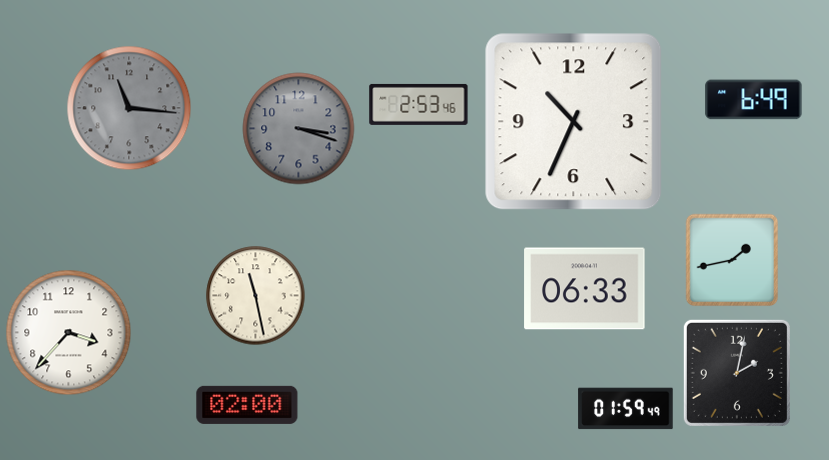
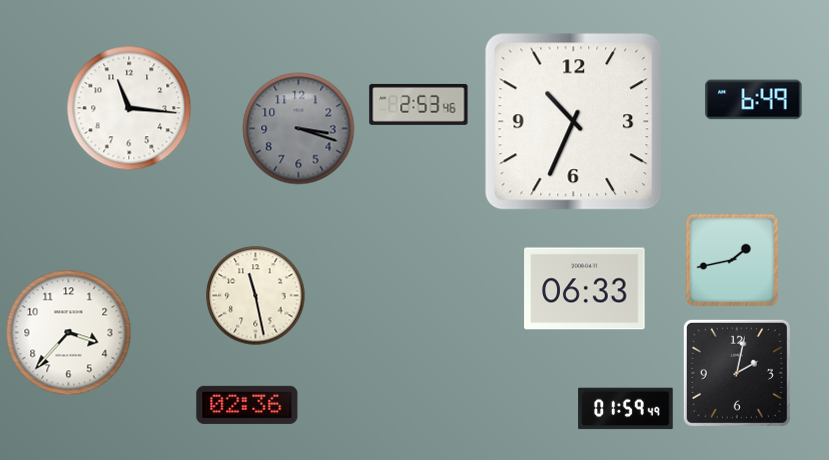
clock at (129, 108) dial: grey -> white
clock at (247, 405): 02:00 -> 02:36
